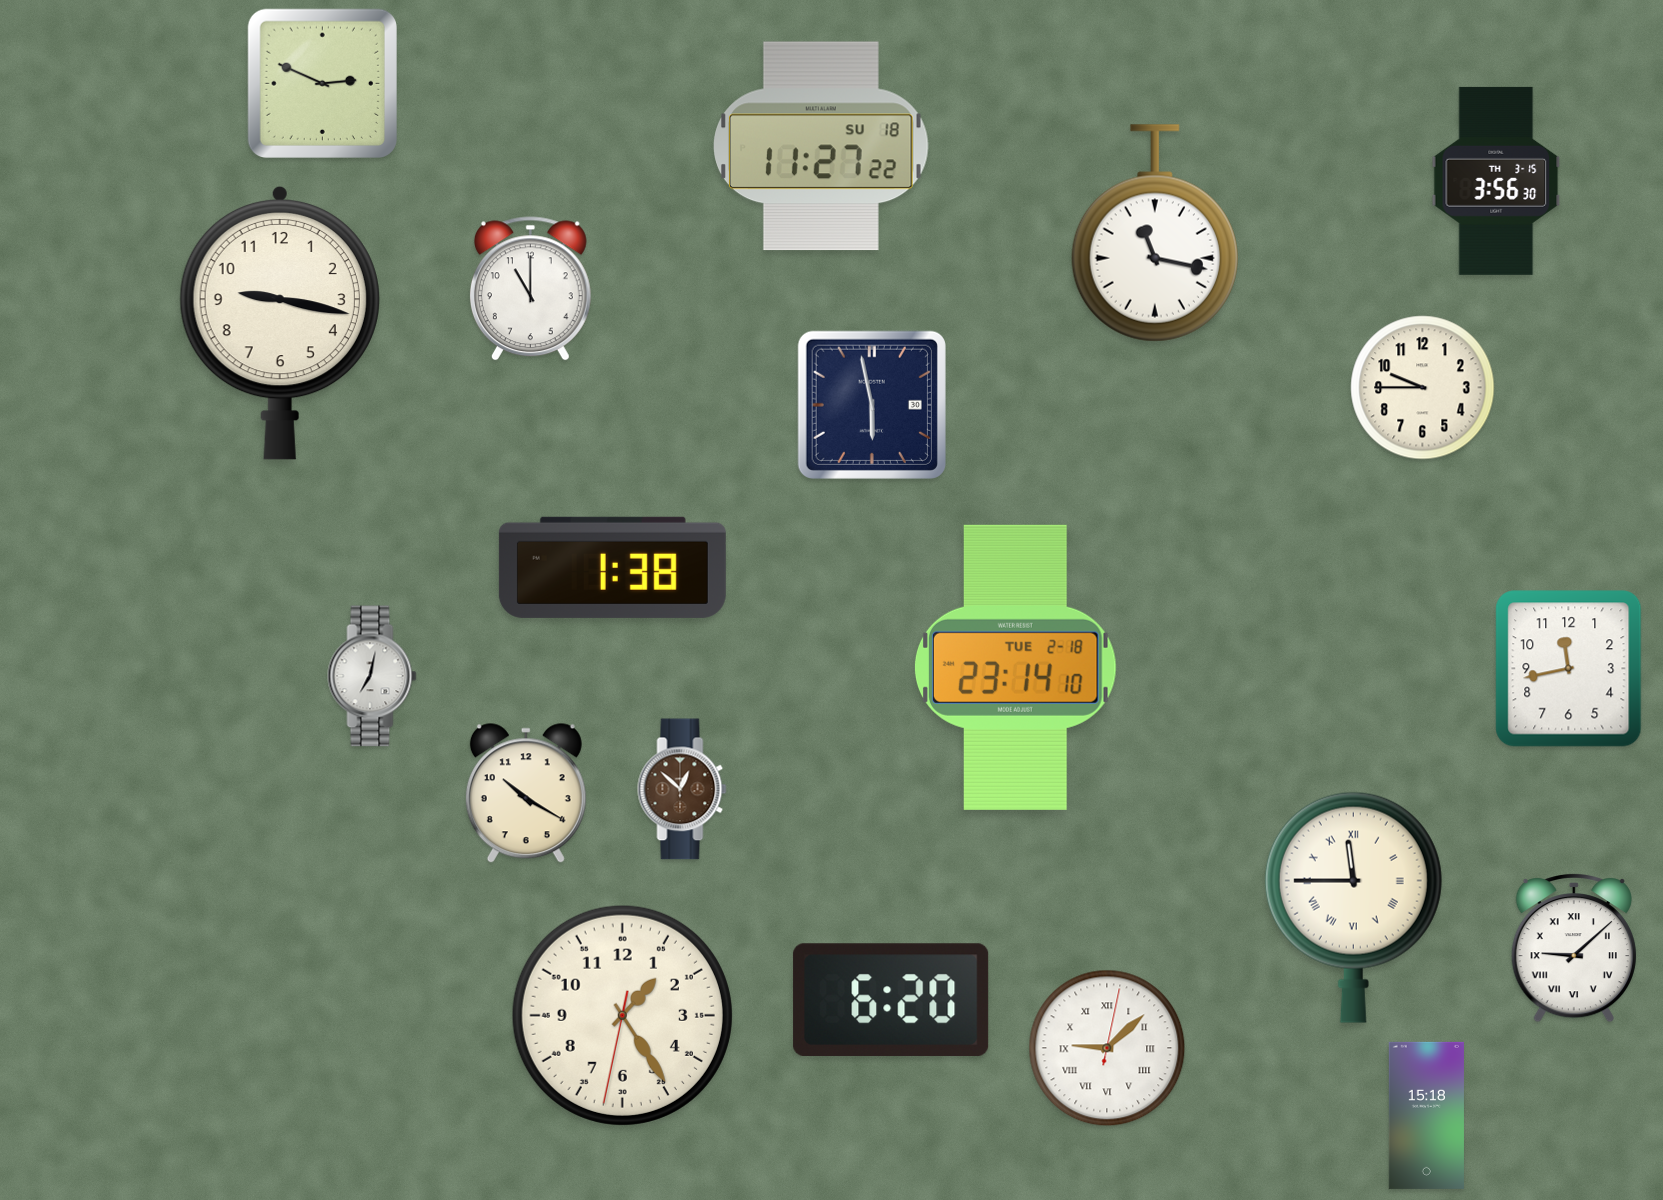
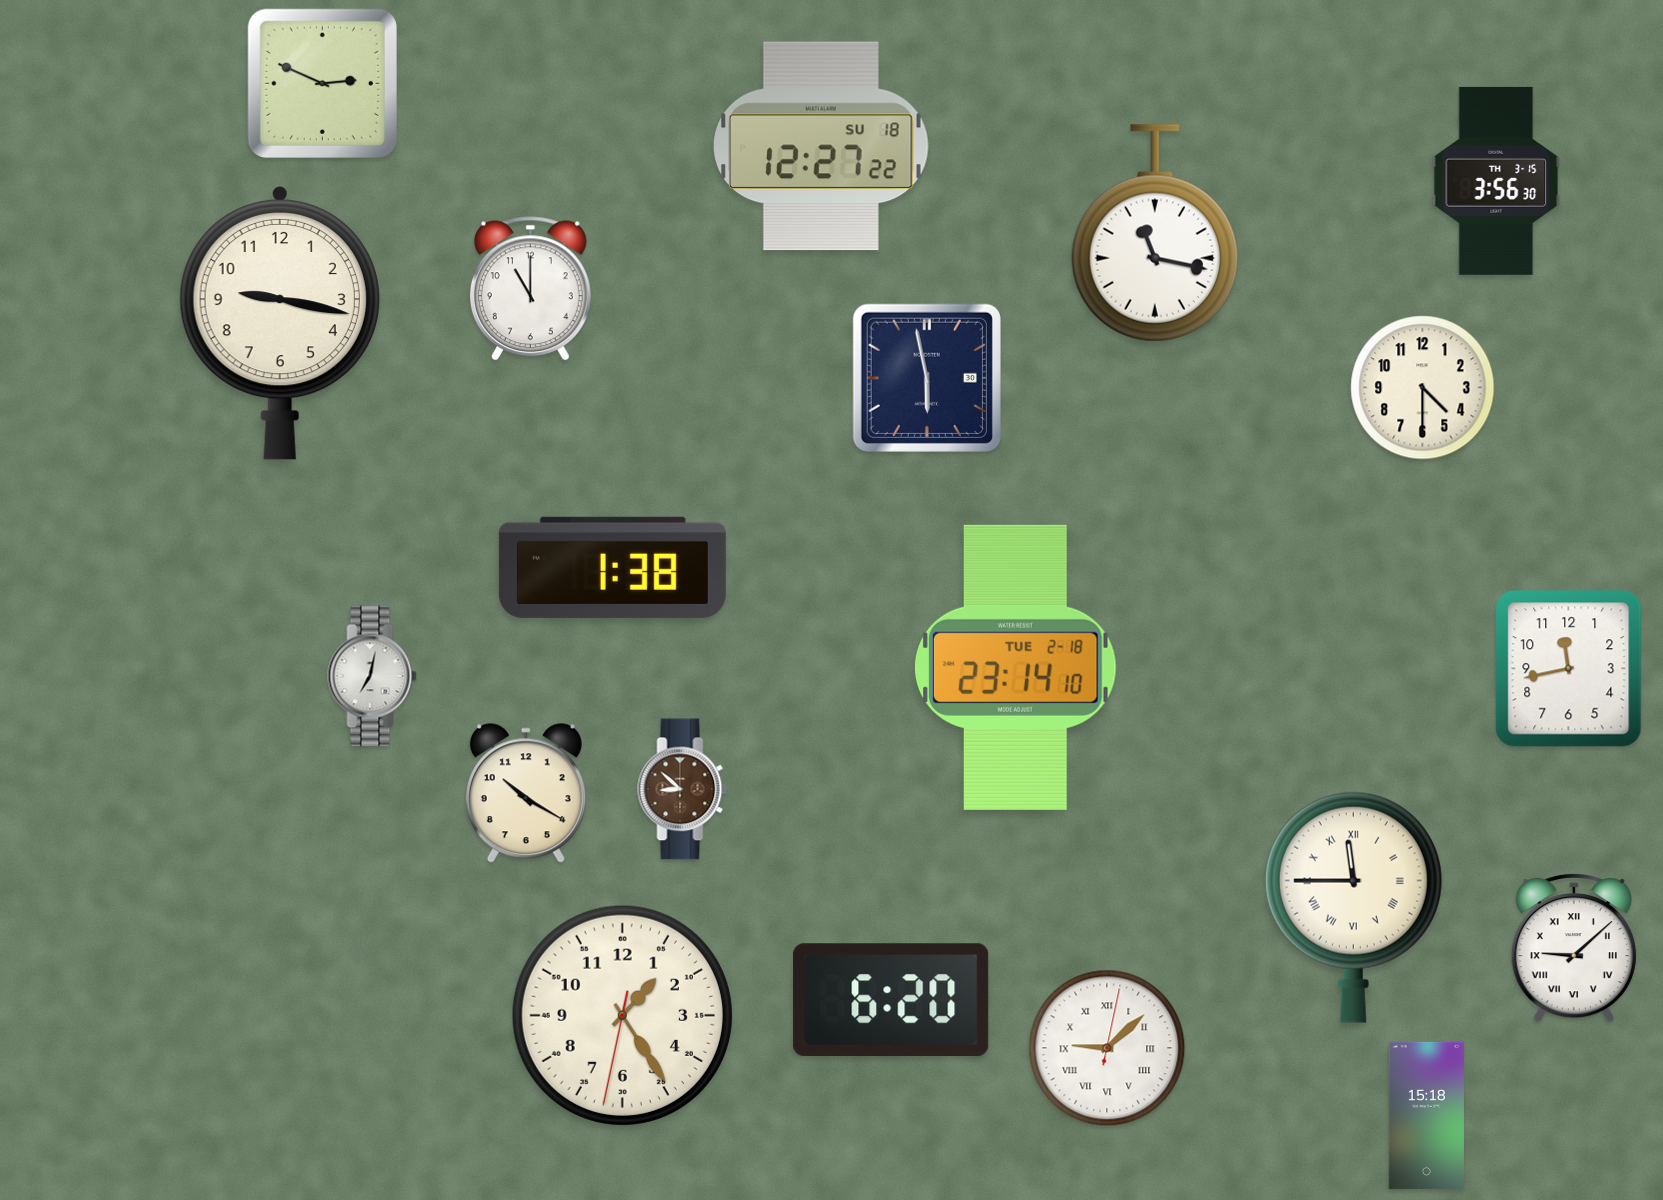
clock at (822, 146): 11:27 -> 12:27
clock at (1423, 388): 9:45 -> 4:30
clock at (872, 405) position: (872, 405) -> (927, 378)
clock at (682, 789): 12:52 -> 8:52
